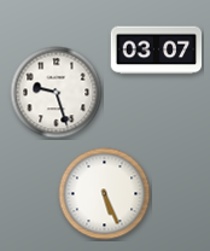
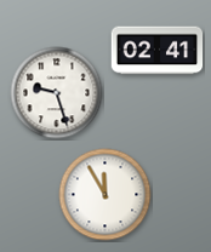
clock at (157, 51): 03:07 -> 02:41
clock at (105, 194): 5:26 -> 11:55
